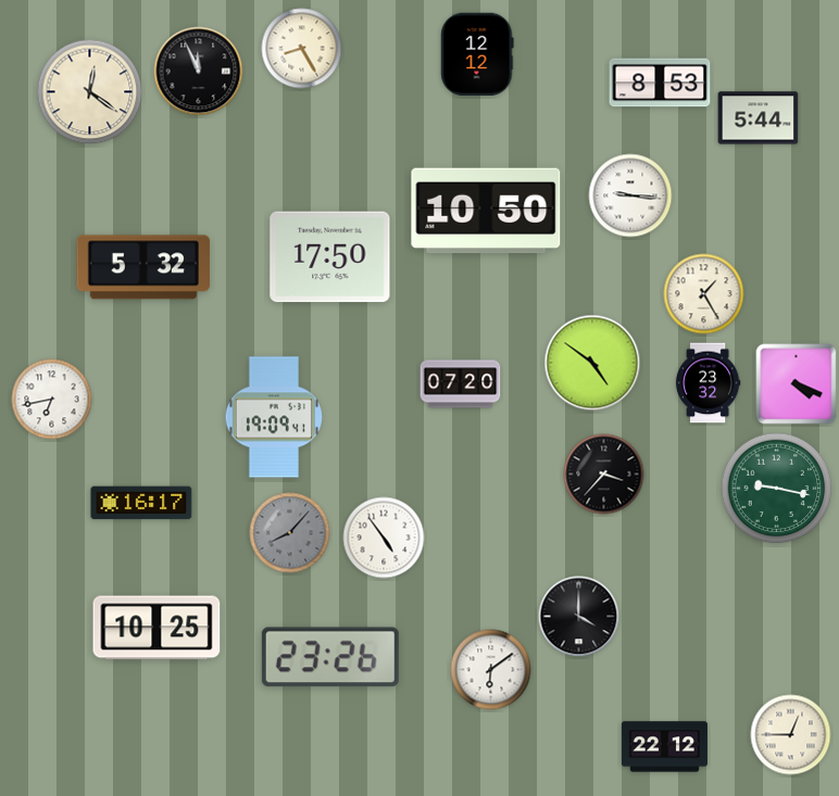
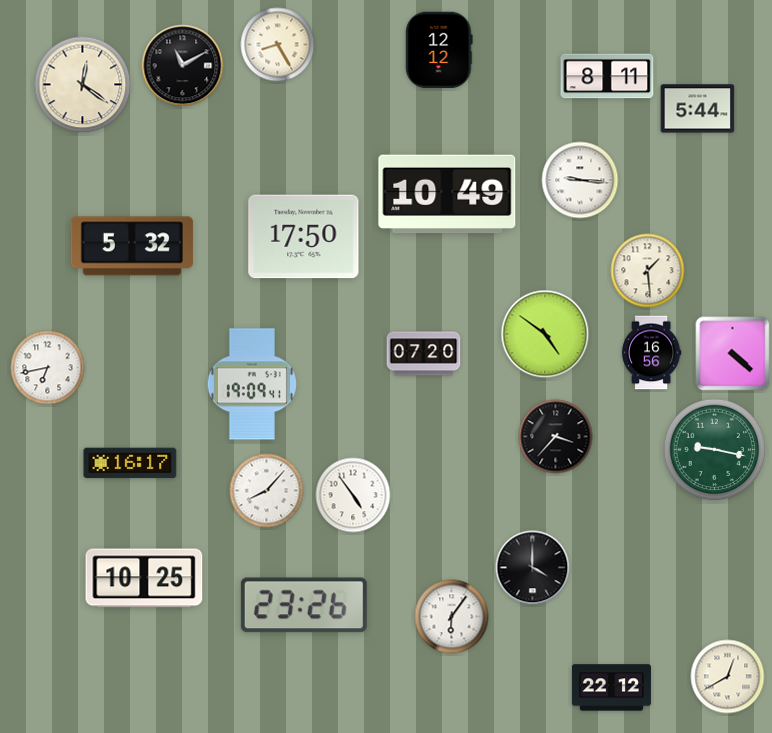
clock at (199, 72): 11:56 -> 11:10
clock at (660, 83): 8:53 -> 8:11
clock at (486, 211): 10:50 -> 10:49
clock at (704, 294): 1:25 -> 1:29
clock at (707, 383): 23:32 -> 16:56
clock at (797, 384): 4:19 -> 4:22
clock at (290, 533) dial: grey -> white
clock at (491, 670): 6:09 -> 6:06
clock at (791, 735): 12:45 -> 12:40
